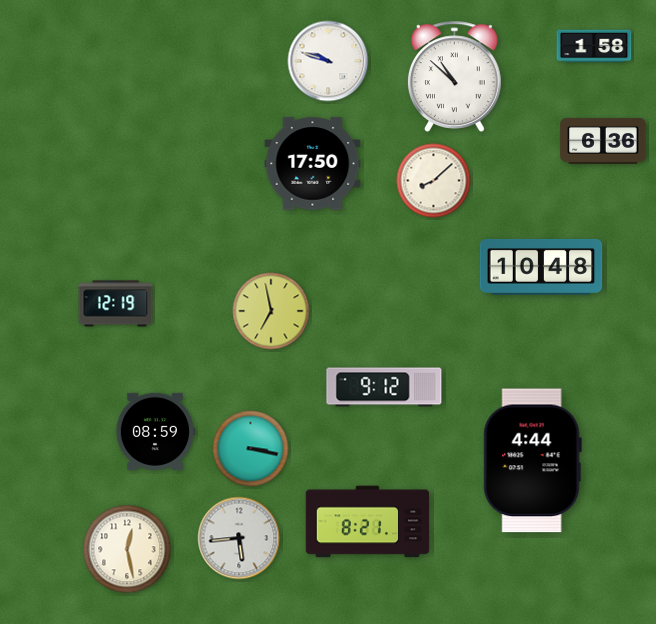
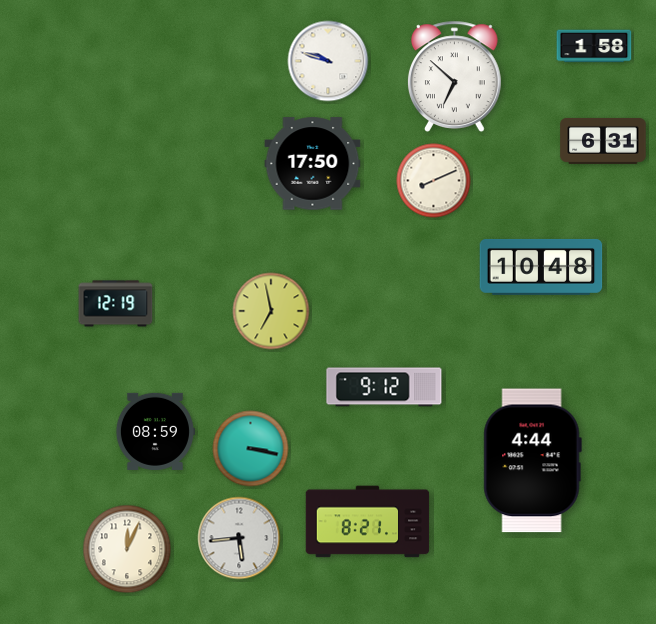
clock at (454, 76): 10:52 -> 6:52
clock at (603, 141): 6:36 -> 6:31
clock at (434, 181): 8:08 -> 8:11
clock at (127, 549): 12:28 -> 12:04
